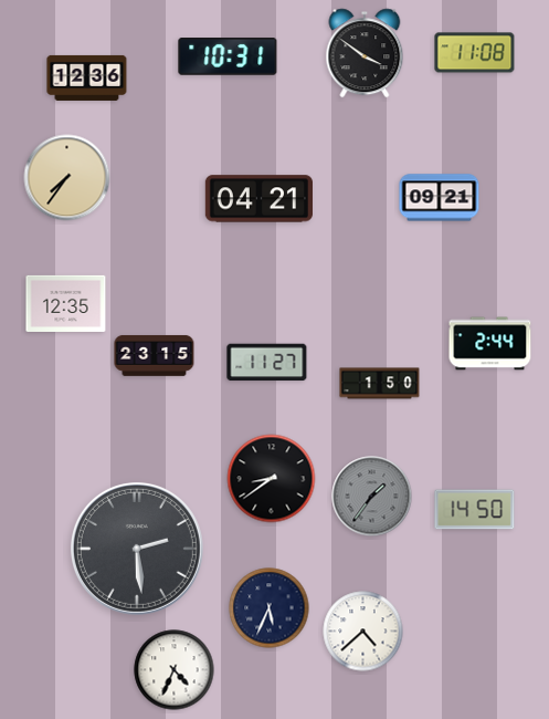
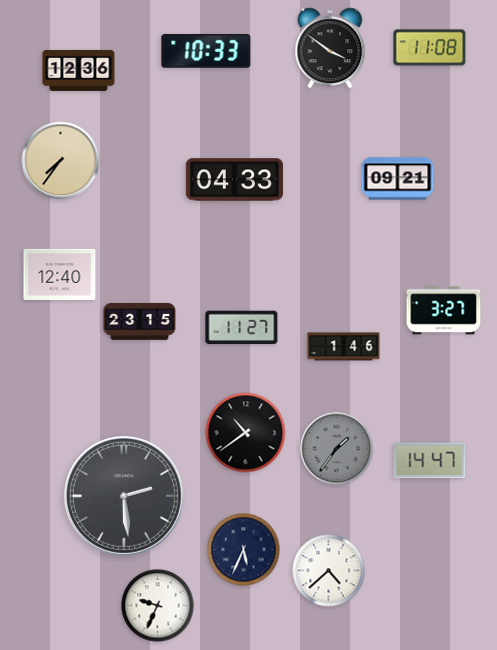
clock at (228, 56): 10:31 -> 10:33
clock at (258, 199): 04:21 -> 04:33
clock at (66, 303): 12:35 -> 12:40
clock at (490, 344): 2:44 -> 3:27
clock at (380, 384): 1:50 -> 1:46
clock at (272, 479): 8:39 -> 10:39
clock at (475, 510): 14:50 -> 14:47
clock at (175, 670): 4:34 -> 9:34
